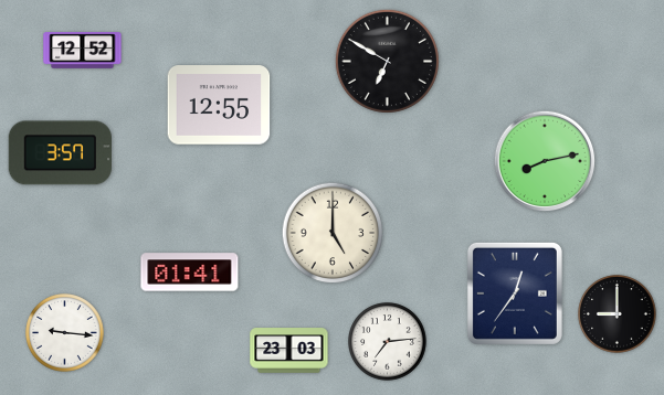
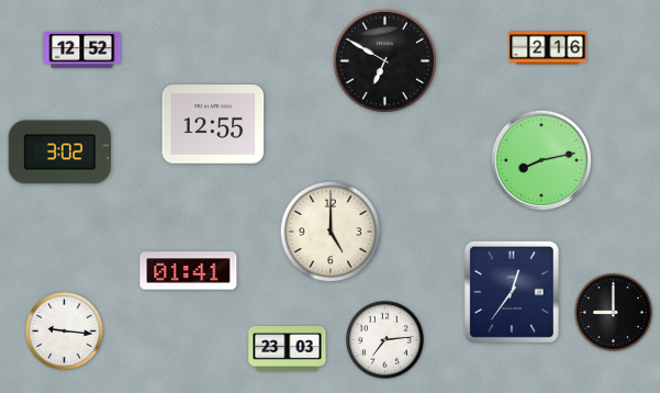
clock at (548, 48): none -> 2:16
clock at (219, 105) position: (219, 105) -> (213, 124)
clock at (60, 153): 3:57 -> 3:02
